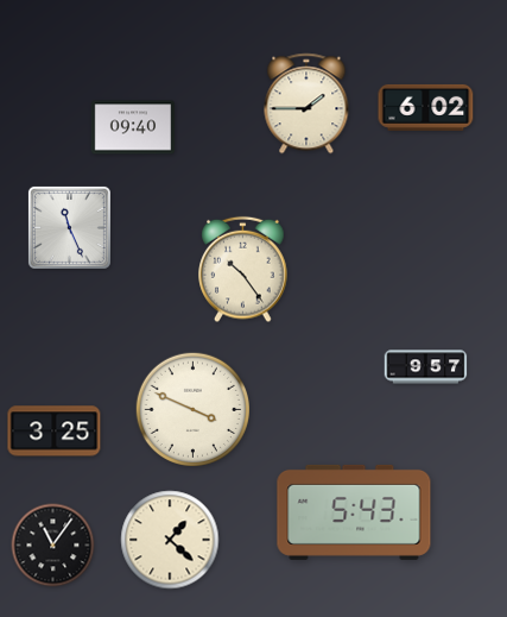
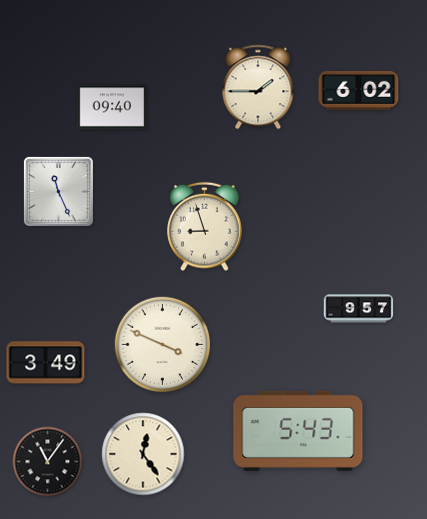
clock at (243, 270): 10:24 -> 8:57
clock at (55, 432): 3:25 -> 3:49
clock at (170, 540): 1:22 -> 12:24
clock at (53, 546) position: (53, 546) -> (48, 462)
